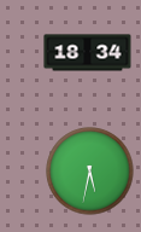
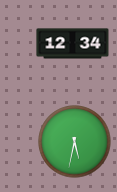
clock at (88, 53): 18:34 -> 12:34
